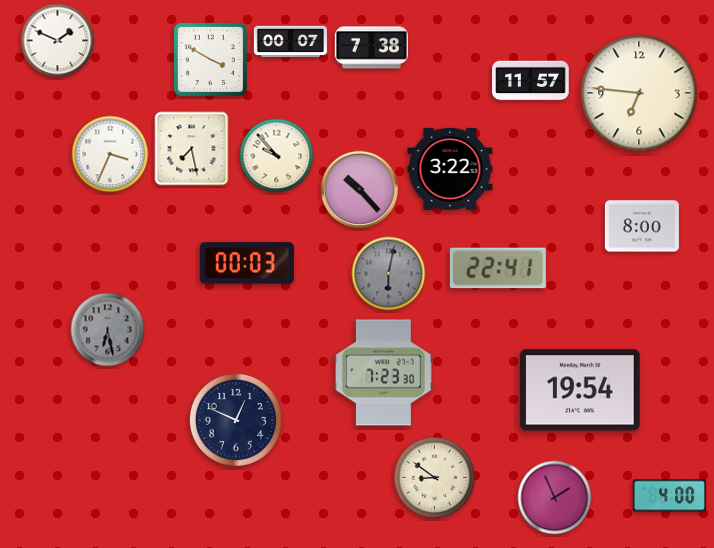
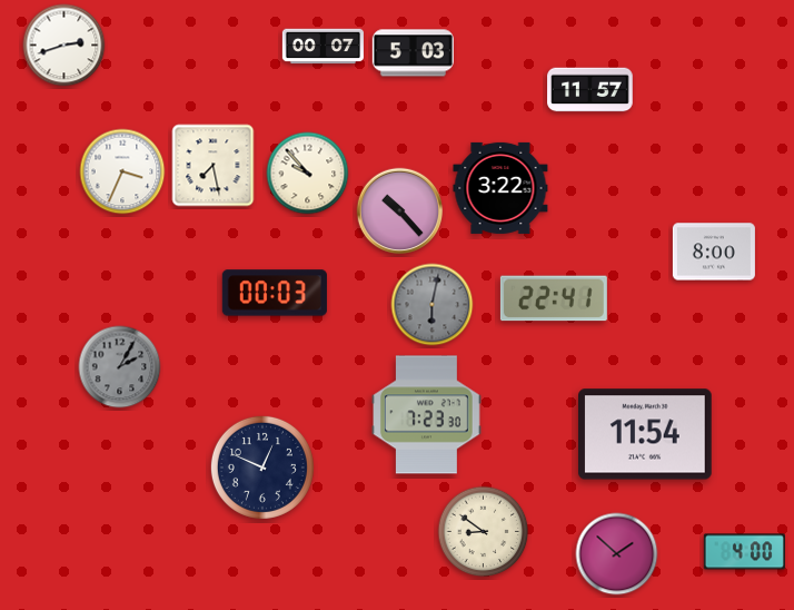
clock at (58, 41): 1:49 -> 2:42
clock at (371, 48): 7:38 -> 5:03
clock at (210, 59): 3:50 -> none
clock at (639, 93): 6:46 -> none
clock at (108, 330): 6:28 -> 2:05
clock at (581, 390): 19:54 -> 11:54
clock at (555, 498): 1:56 -> 1:52
